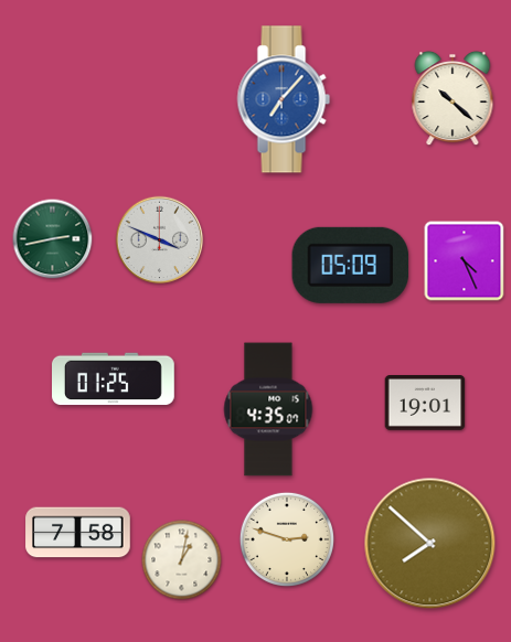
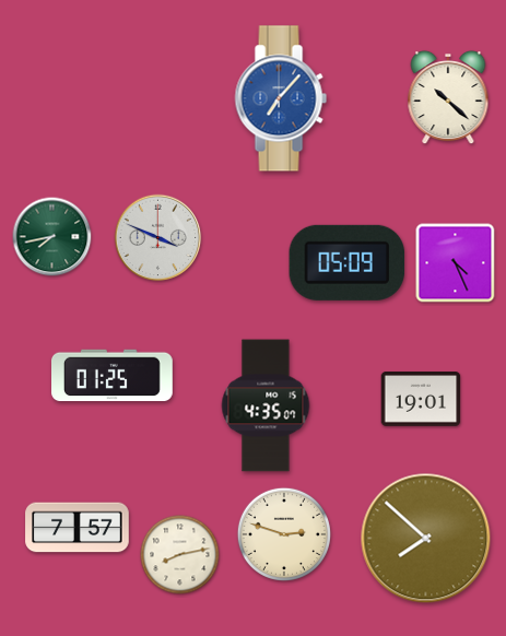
clock at (53, 239): 2:43 -> 7:43
clock at (465, 261) position: (465, 261) -> (456, 263)
clock at (78, 533): 7:58 -> 7:57
clock at (182, 560): 1:02 -> 8:13
